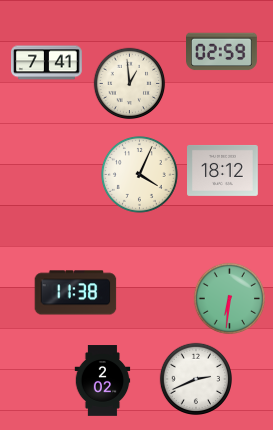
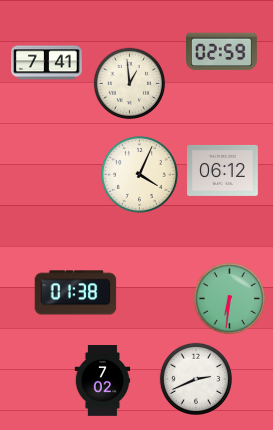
clock at (223, 170): 18:12 -> 06:12
clock at (76, 293): 11:38 -> 01:38
clock at (103, 381): 2:02 -> 7:02
